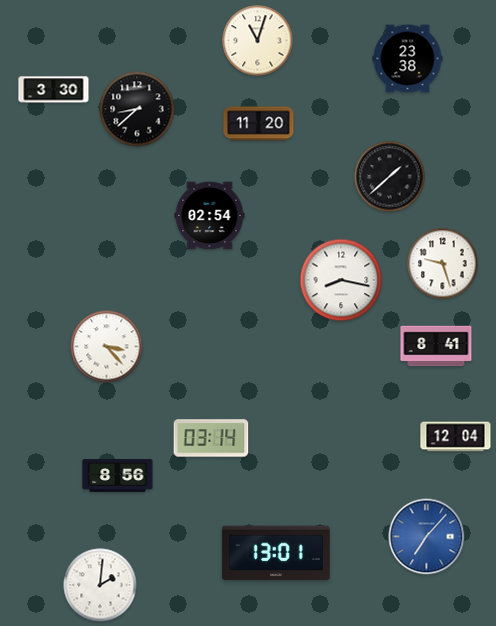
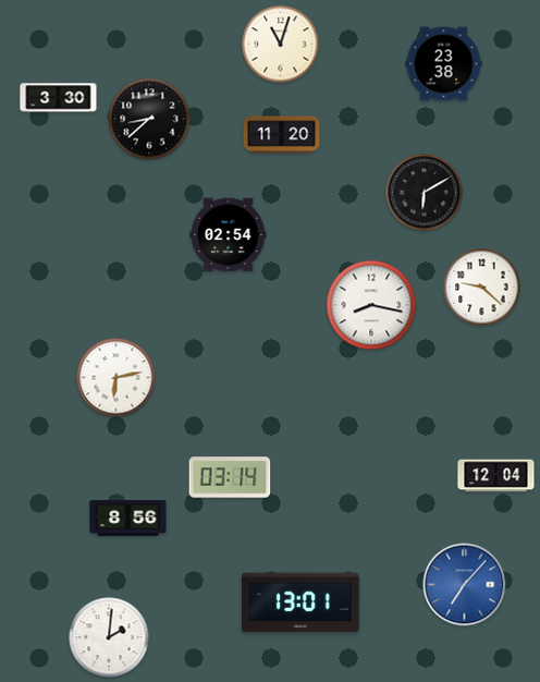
clock at (390, 177): 1:38 -> 6:10
clock at (443, 264): 9:27 -> 9:22
clock at (436, 346): 8:41 -> none
clock at (107, 347): 3:23 -> 6:13
